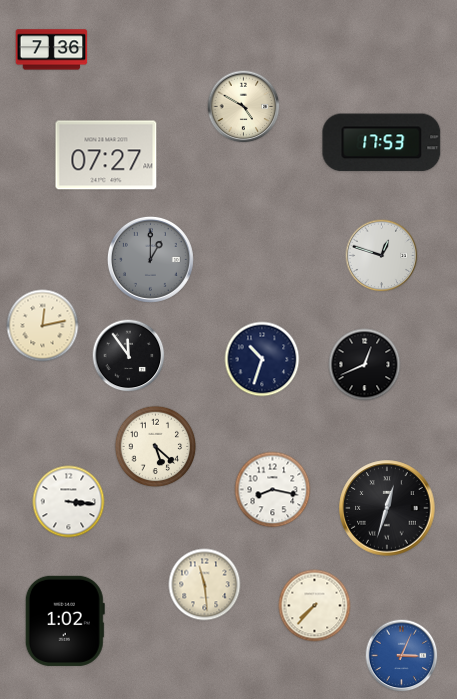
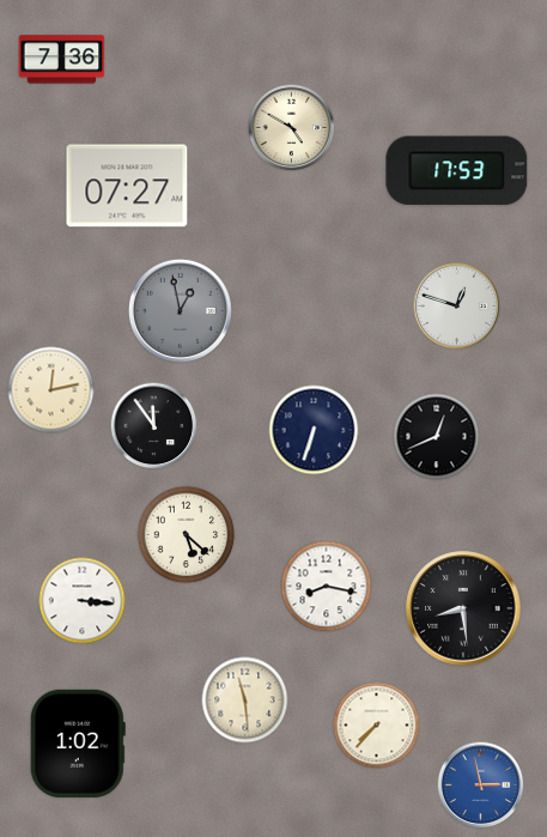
clock at (150, 259): 1:00 -> 12:58
clock at (262, 359): 10:33 -> 6:33
clock at (387, 508): 12:33 -> 8:29
clock at (402, 656): 3:04 -> 2:58
